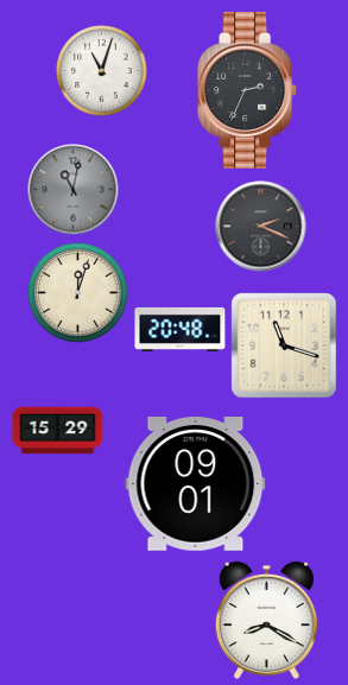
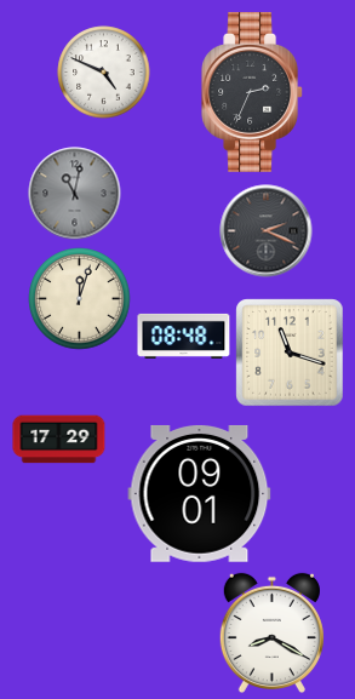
clock at (102, 71): 11:03 -> 4:49
clock at (181, 329): 20:48 -> 08:48
clock at (58, 431): 15:29 -> 17:29
